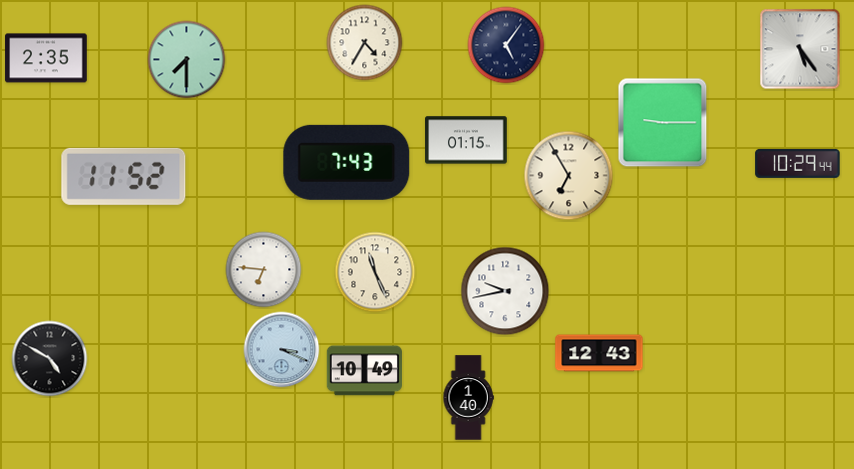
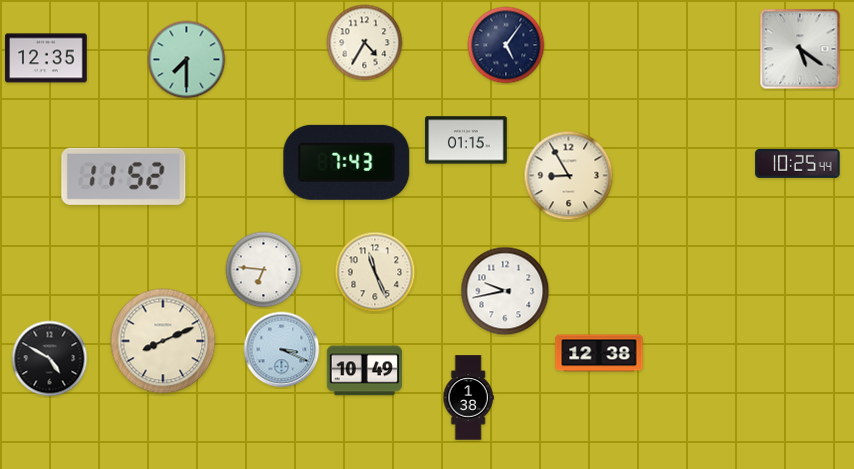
clock at (800, 49): 5:24 -> 5:21
clock at (46, 58): 2:35 -> 12:35
clock at (663, 123): 9:15 -> none
clock at (798, 163): 10:29 -> 10:25
clock at (569, 176): 6:55 -> 8:55
clock at (163, 341): none -> 8:11
clock at (599, 353): 12:43 -> 12:38
clock at (468, 398): 1:40 -> 1:38
